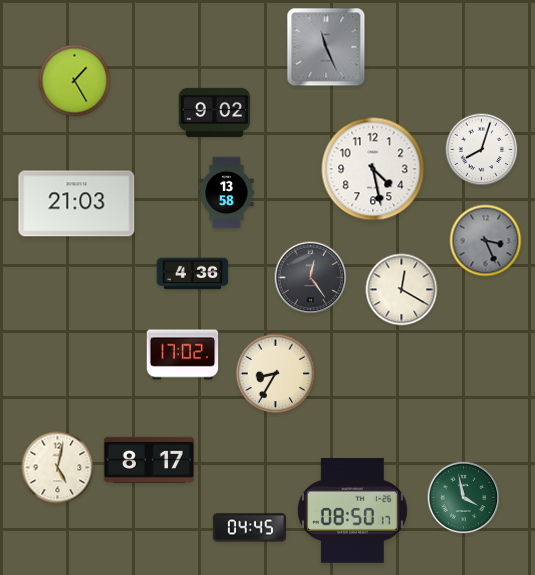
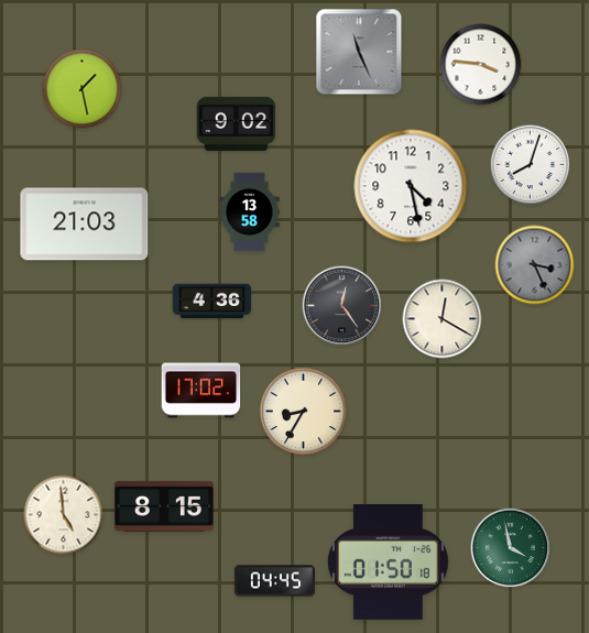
clock at (481, 65): none -> 3:46
clock at (75, 81): 1:25 -> 1:28
clock at (149, 460): 8:17 -> 8:15
clock at (58, 468): 5:02 -> 4:59
clock at (352, 511): 08:50 -> 01:50
